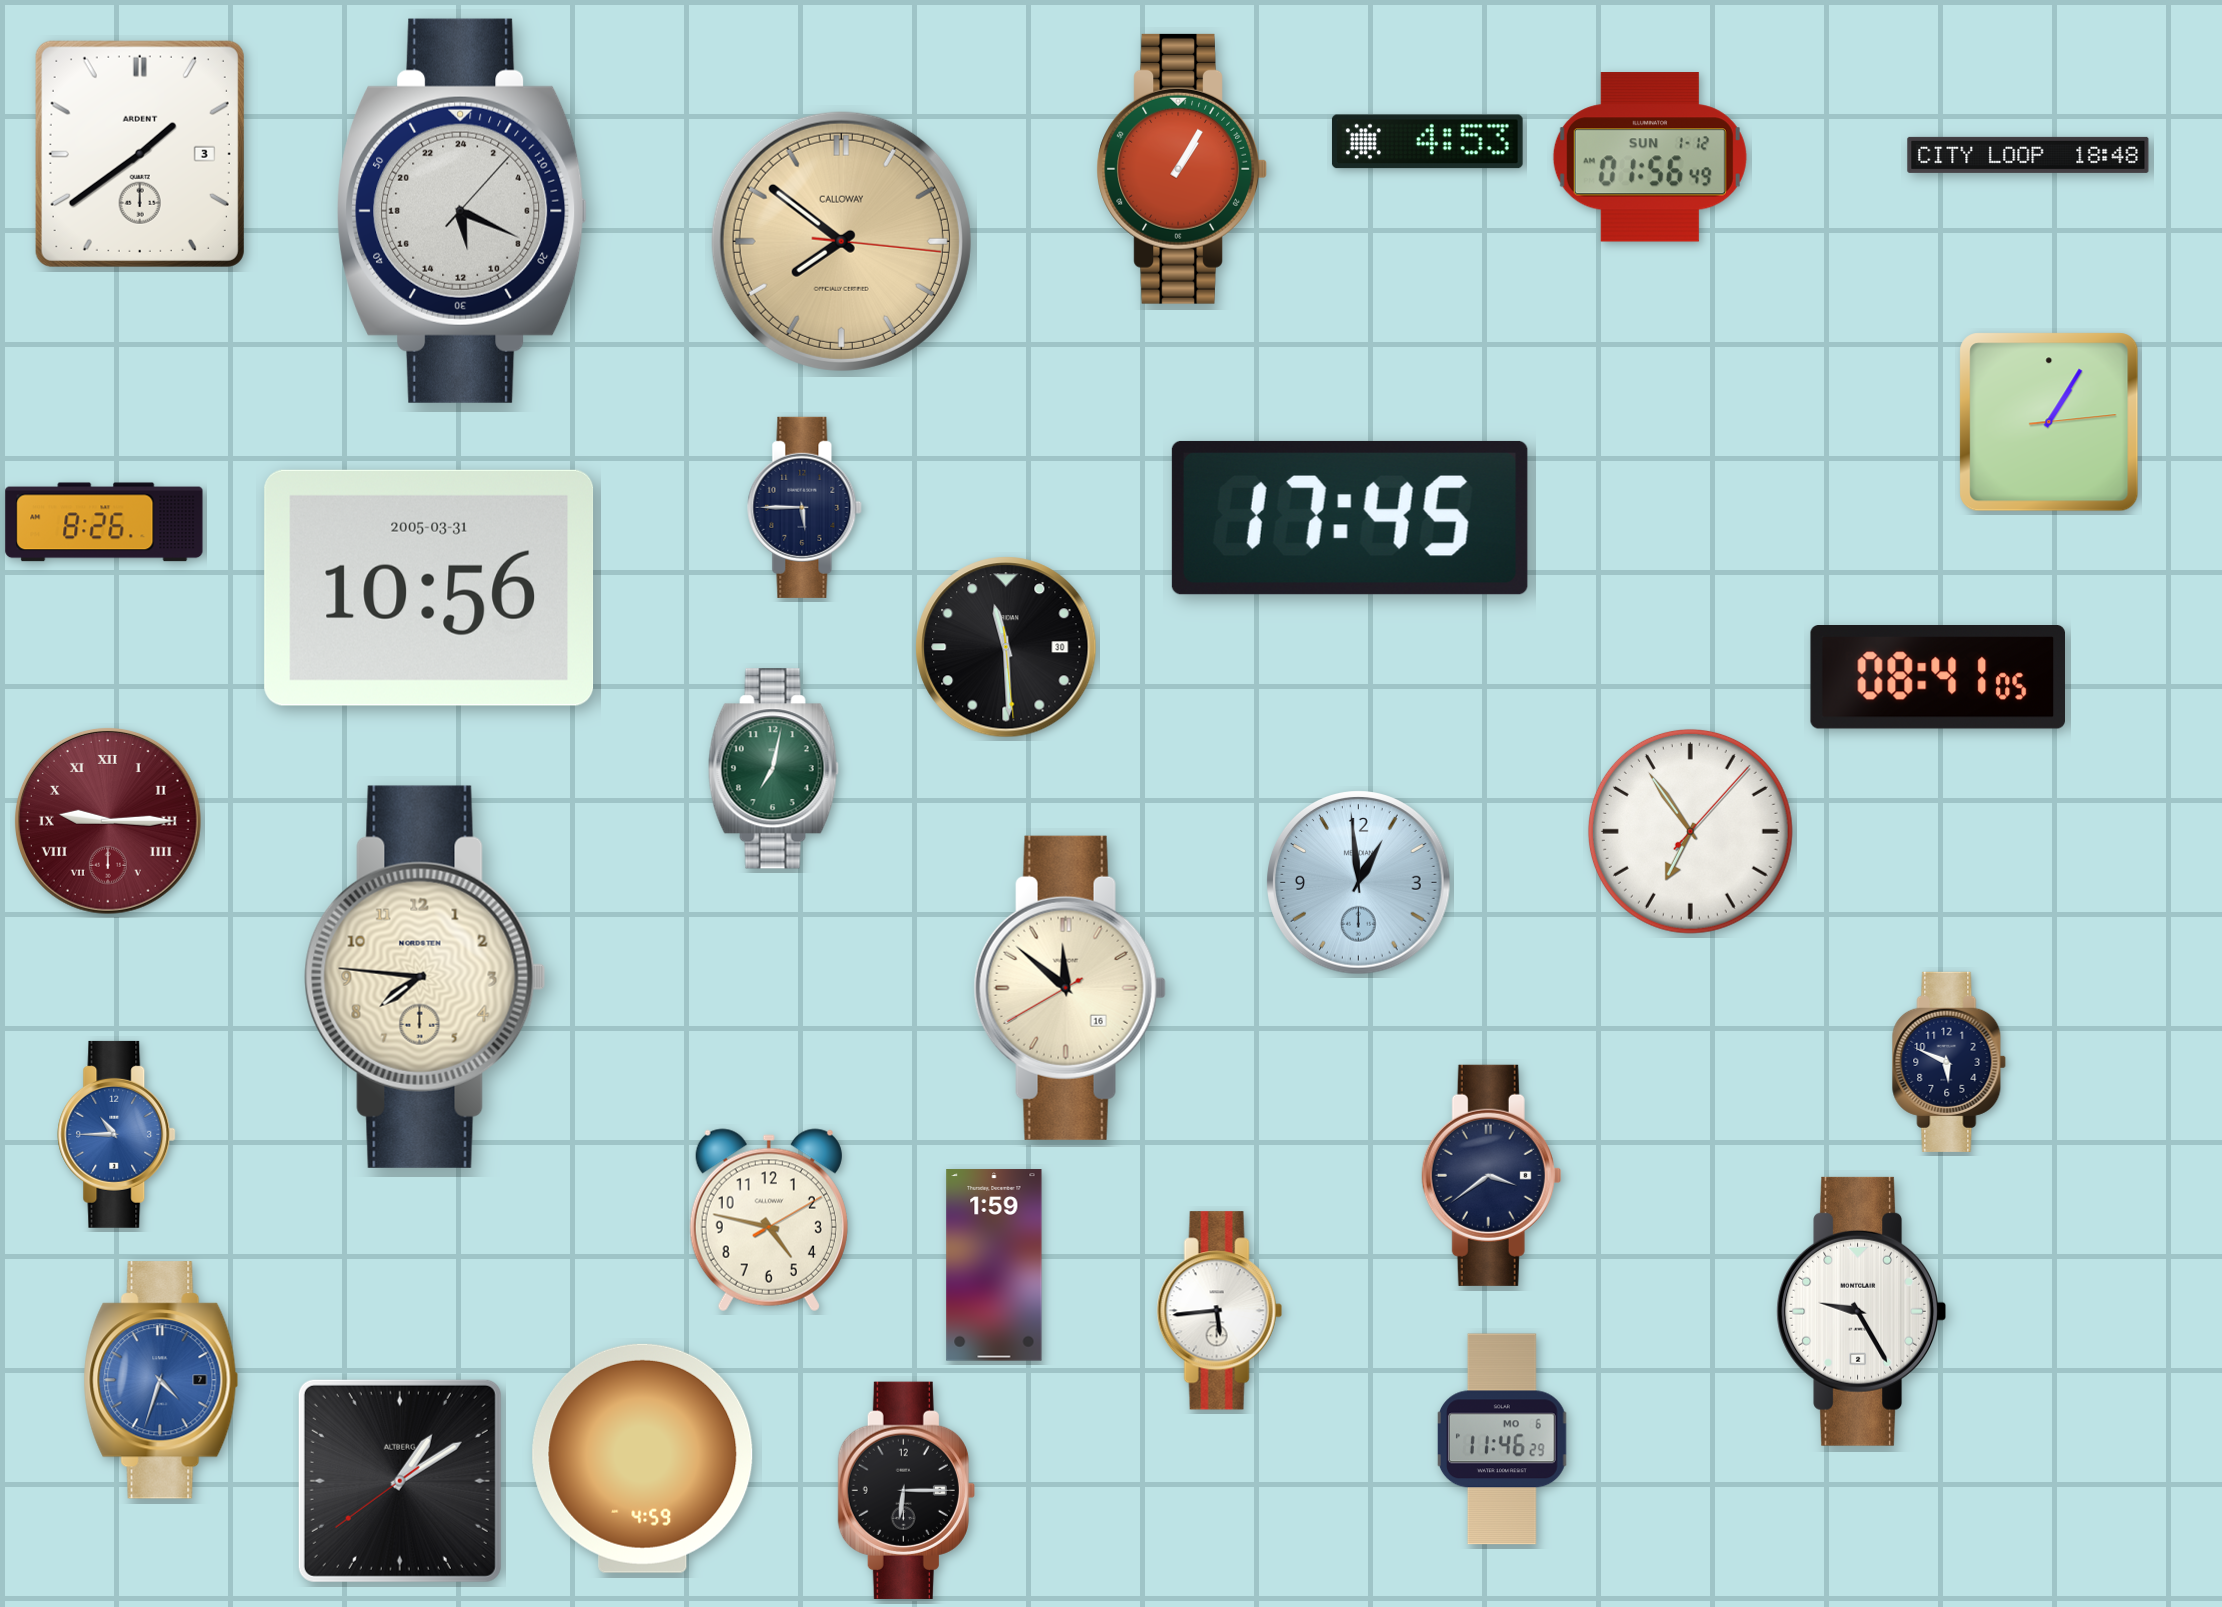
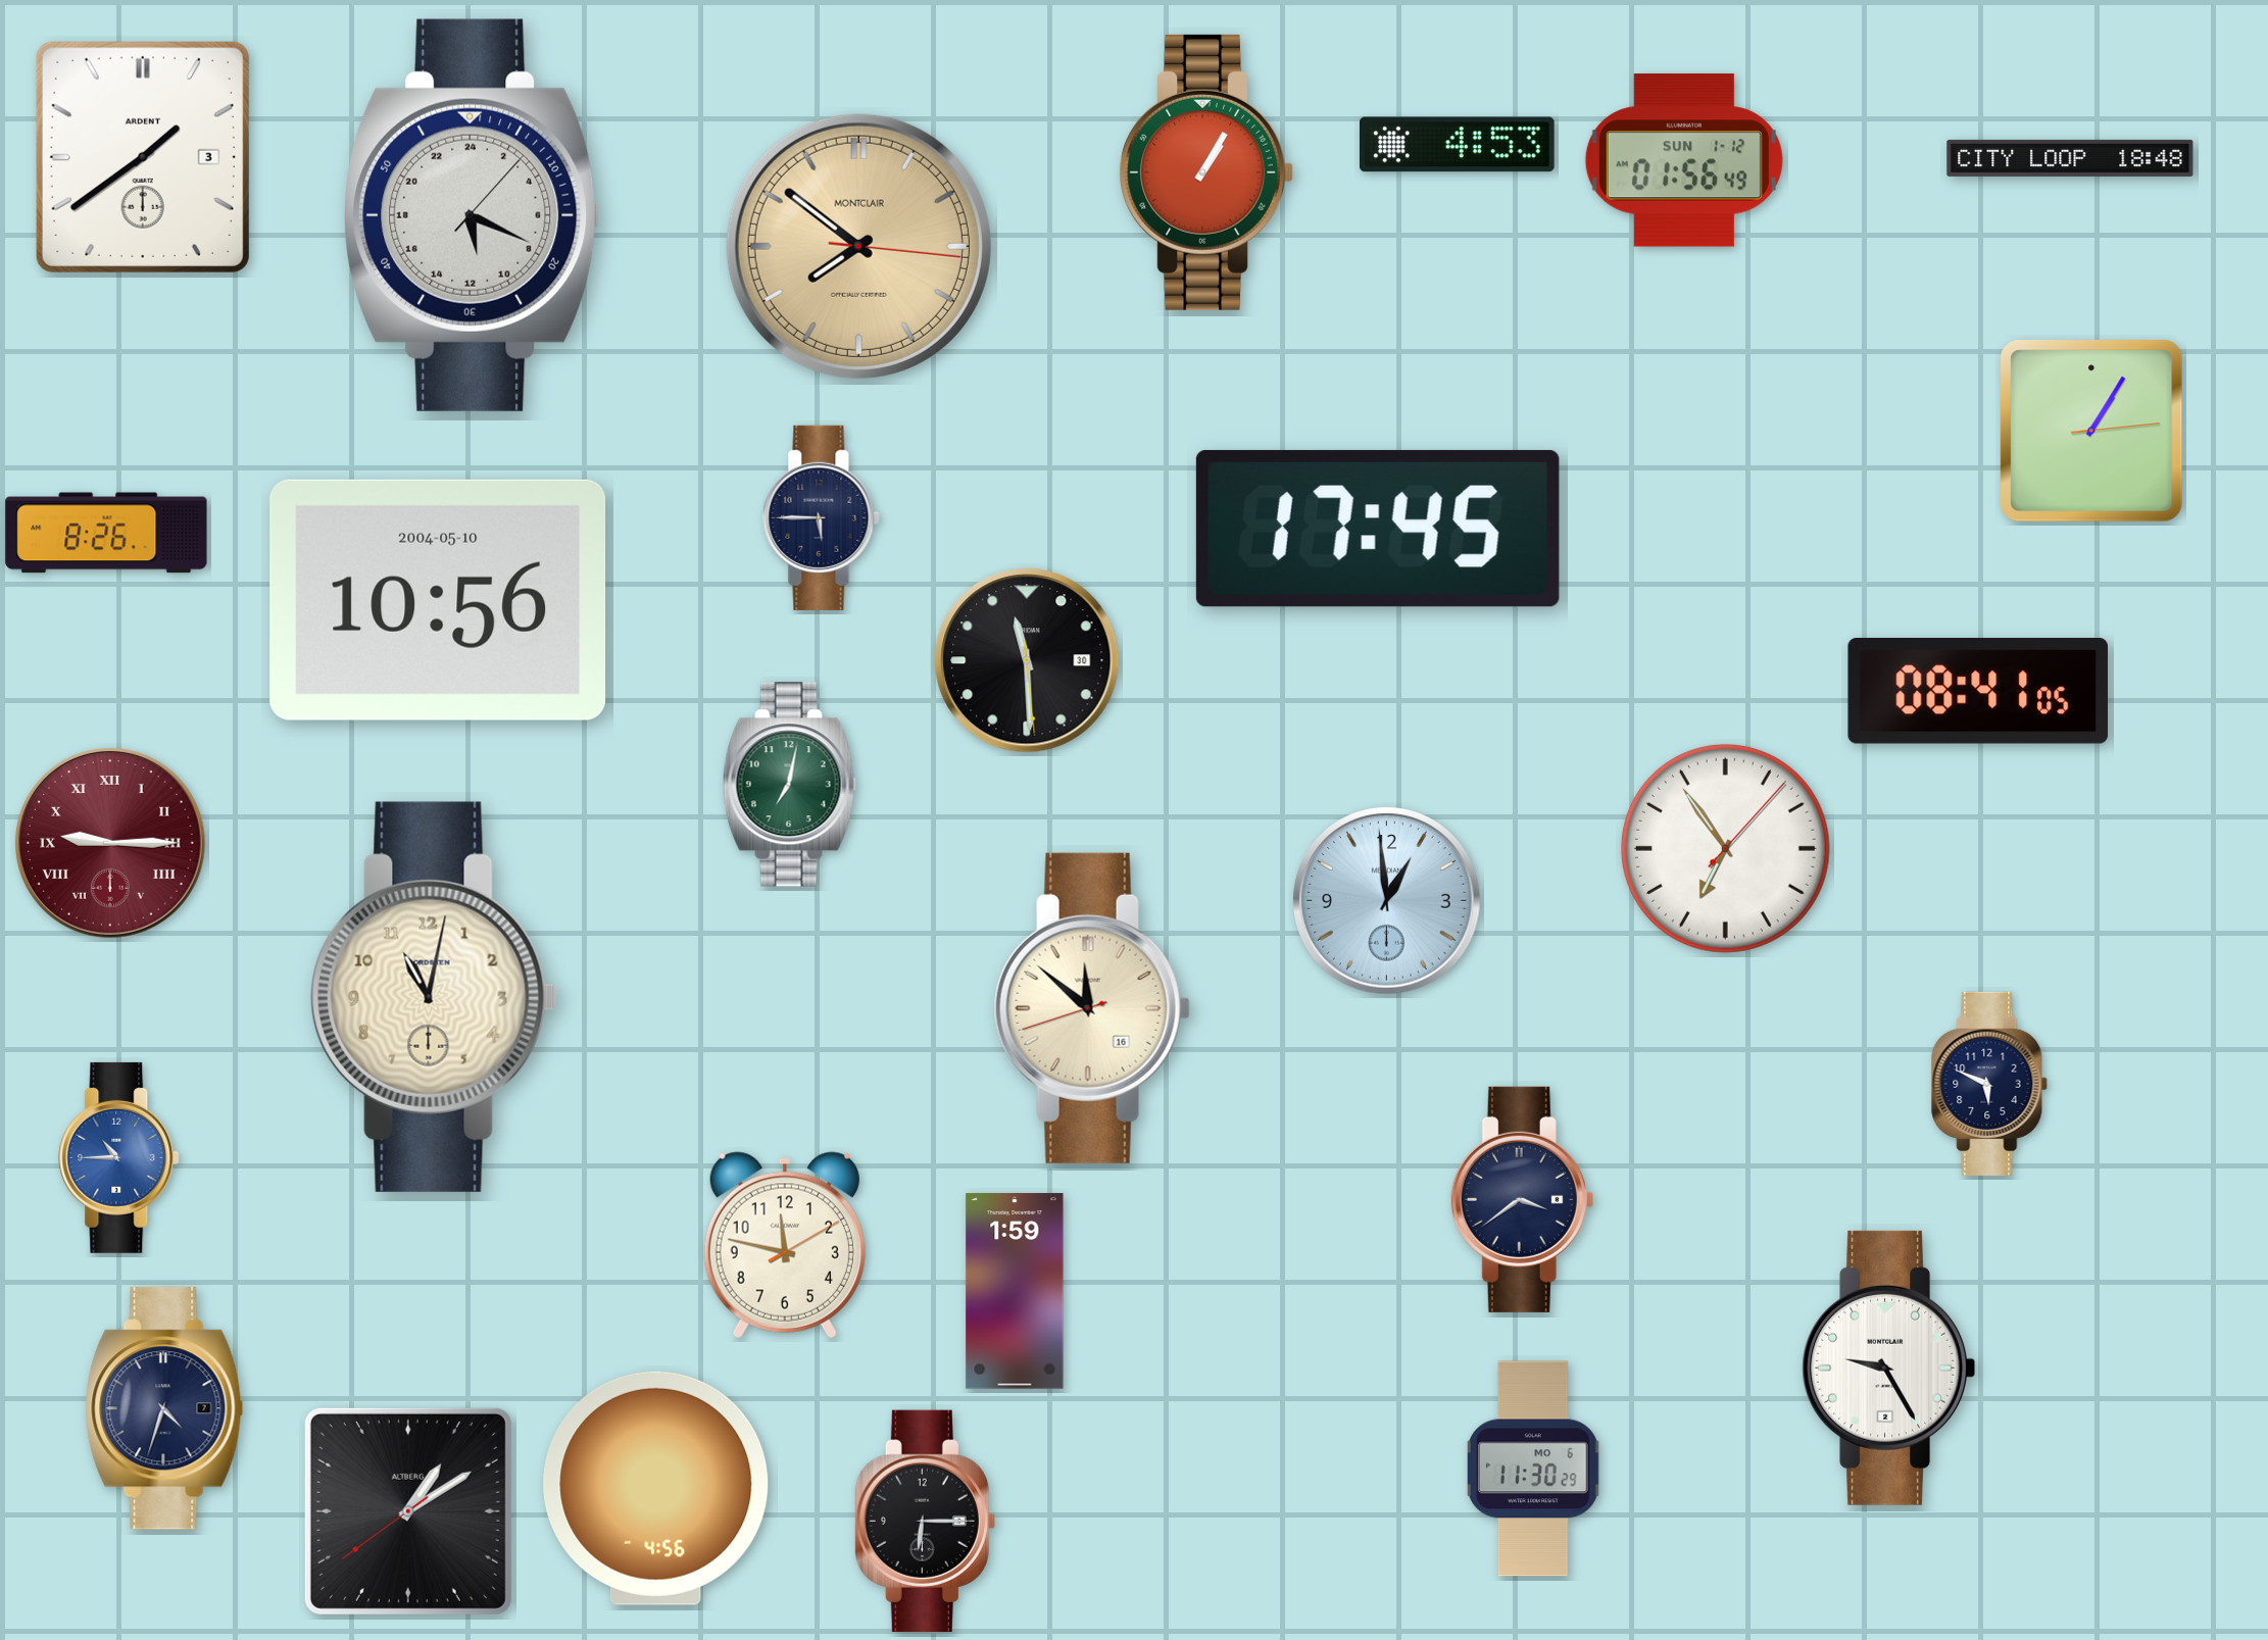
clock at (841, 241) brand: CALLOWAY -> MONTCLAIR
clock at (429, 588) date: 2005-03-31 -> 2004-05-10
clock at (108, 821) position: (108, 821) -> (110, 843)
clock at (425, 977): 7:46 -> 11:02
clock at (1070, 988): 11:51:40 -> 11:51:42
clock at (769, 1220): 4:47 -> 11:47
clock at (1219, 1311): 5:44 -> none
clock at (1861, 1311) position: (1861, 1311) -> (1888, 1368)
clock at (161, 1380) dial: blue -> navy
clock at (1502, 1439): 11:46 -> 11:30
clock at (643, 1458): 4:59 -> 4:56
